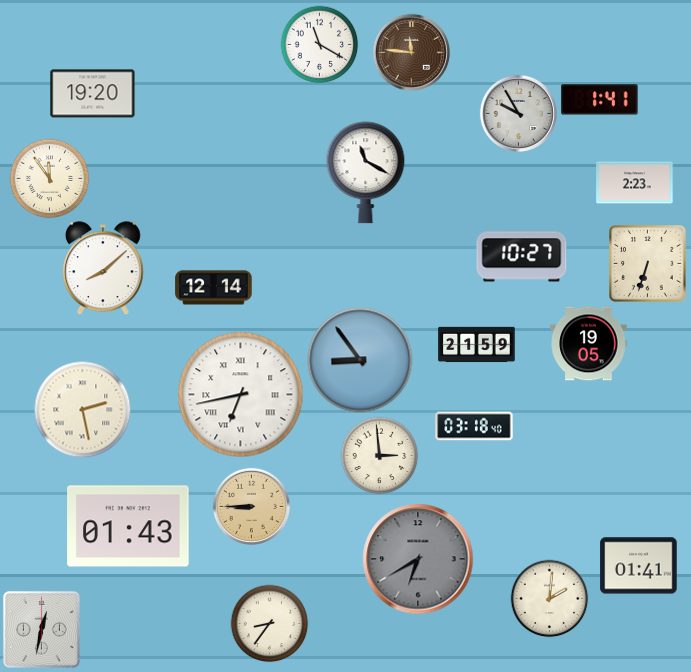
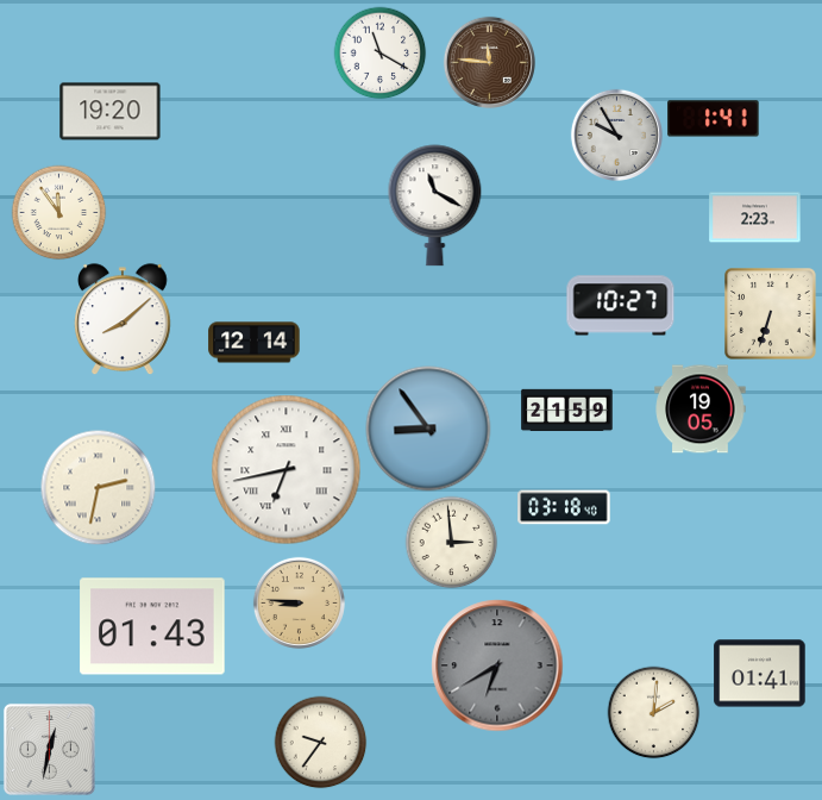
clock at (82, 409): 2:28 -> 2:32
clock at (251, 506): 8:45 -> 8:46
clock at (269, 623): 8:36 -> 9:36
